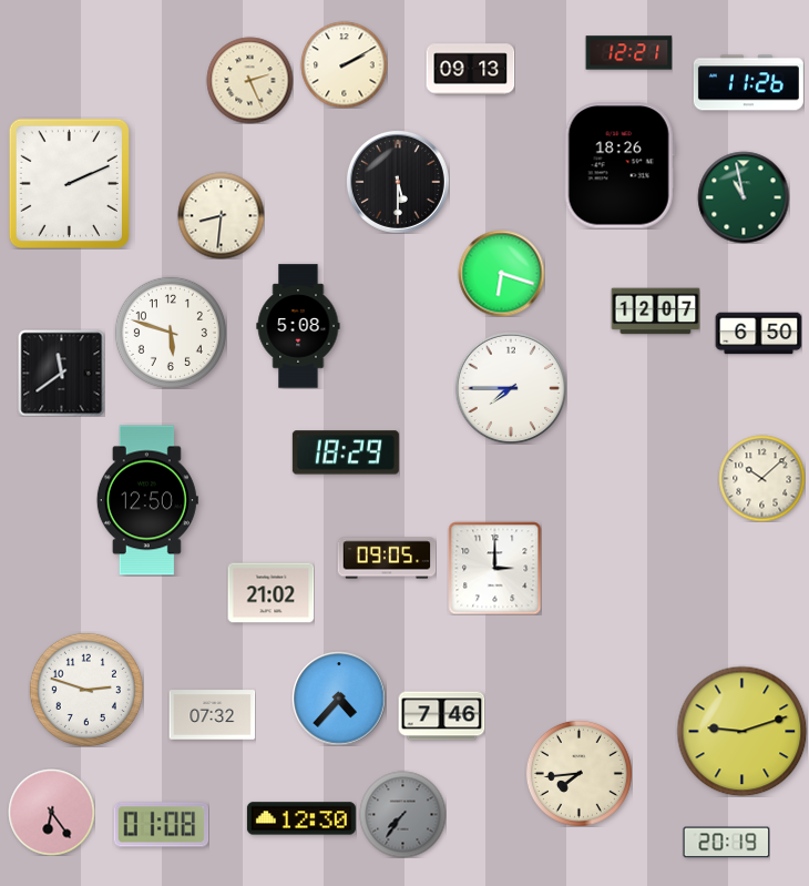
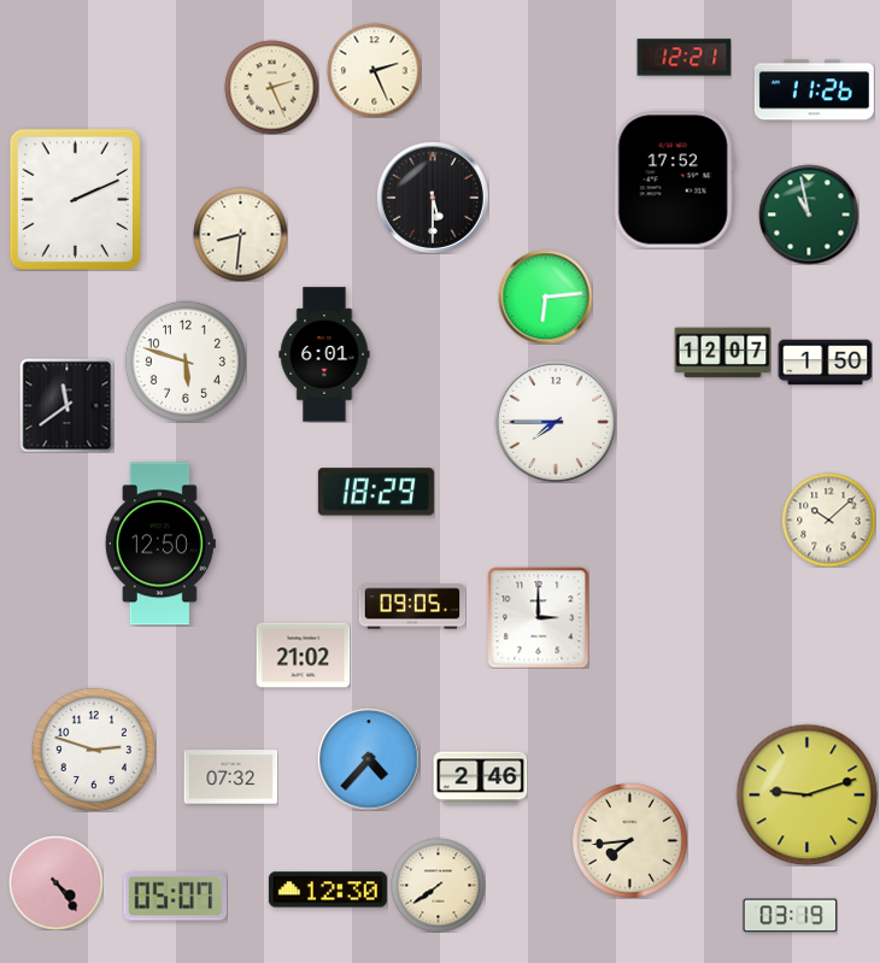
clock at (344, 64): 2:10 -> 2:26
clock at (470, 70): 09:13 -> none
clock at (619, 165): 18:26 -> 17:52
clock at (501, 273): 6:18 -> 6:14
clock at (655, 312) position: (655, 312) -> (722, 353)
clock at (298, 326): 5:08 -> 6:01
clock at (758, 334): 6:50 -> 1:50
clock at (387, 558) position: (387, 558) -> (412, 606)
clock at (270, 593) position: (270, 593) -> (303, 656)
clock at (441, 716): 7:46 -> 2:46
clock at (51, 812): 6:24 -> 4:24
clock at (402, 814): 7:36 -> 7:39
clock at (402, 814) dial: grey -> cream
clock at (161, 825): 01:08 -> 05:07
clock at (726, 843): 20:19 -> 03:19
